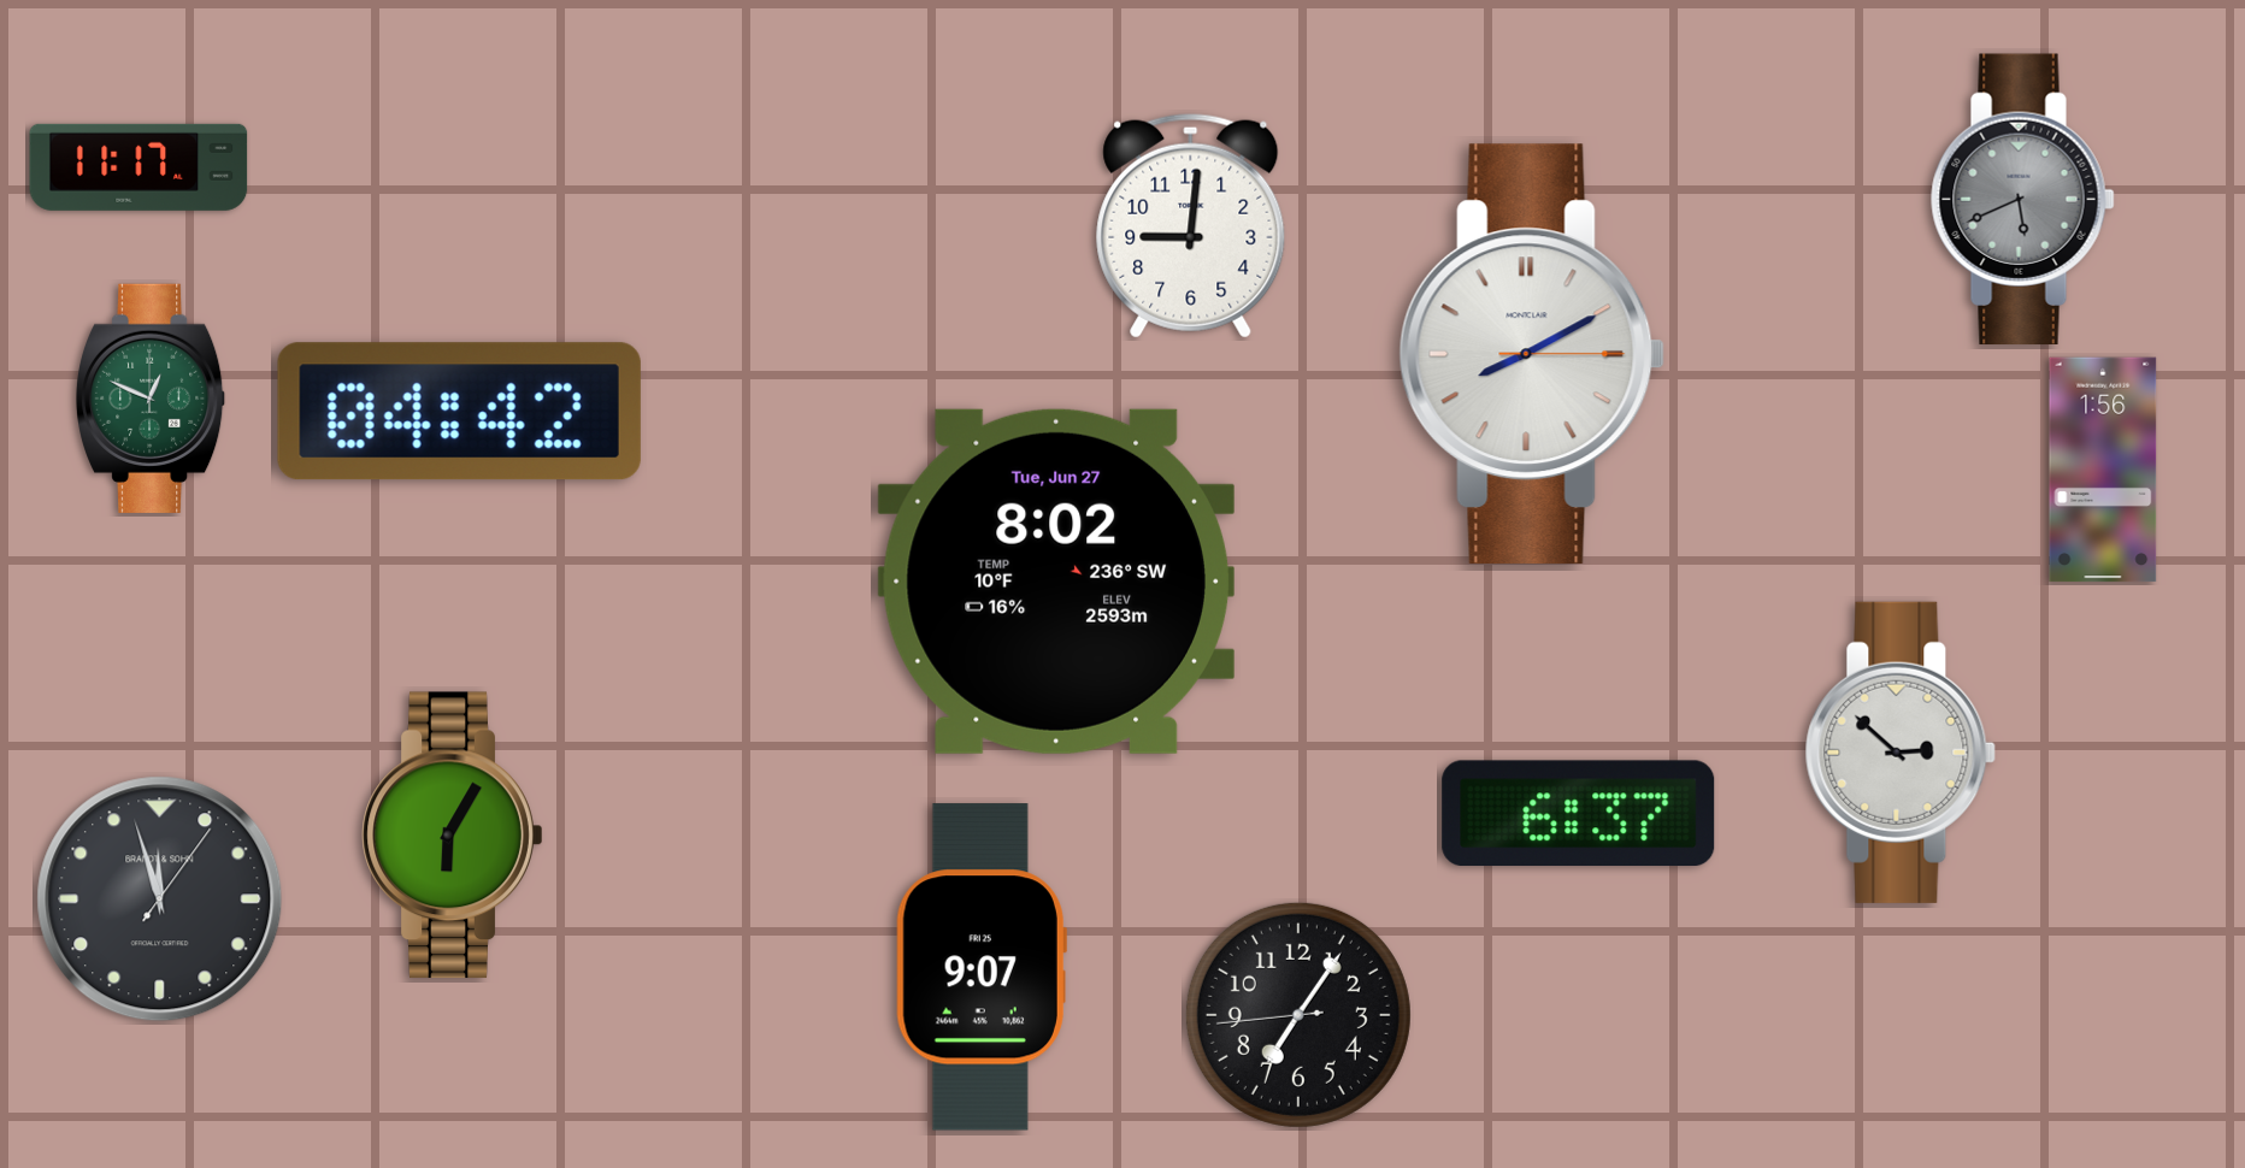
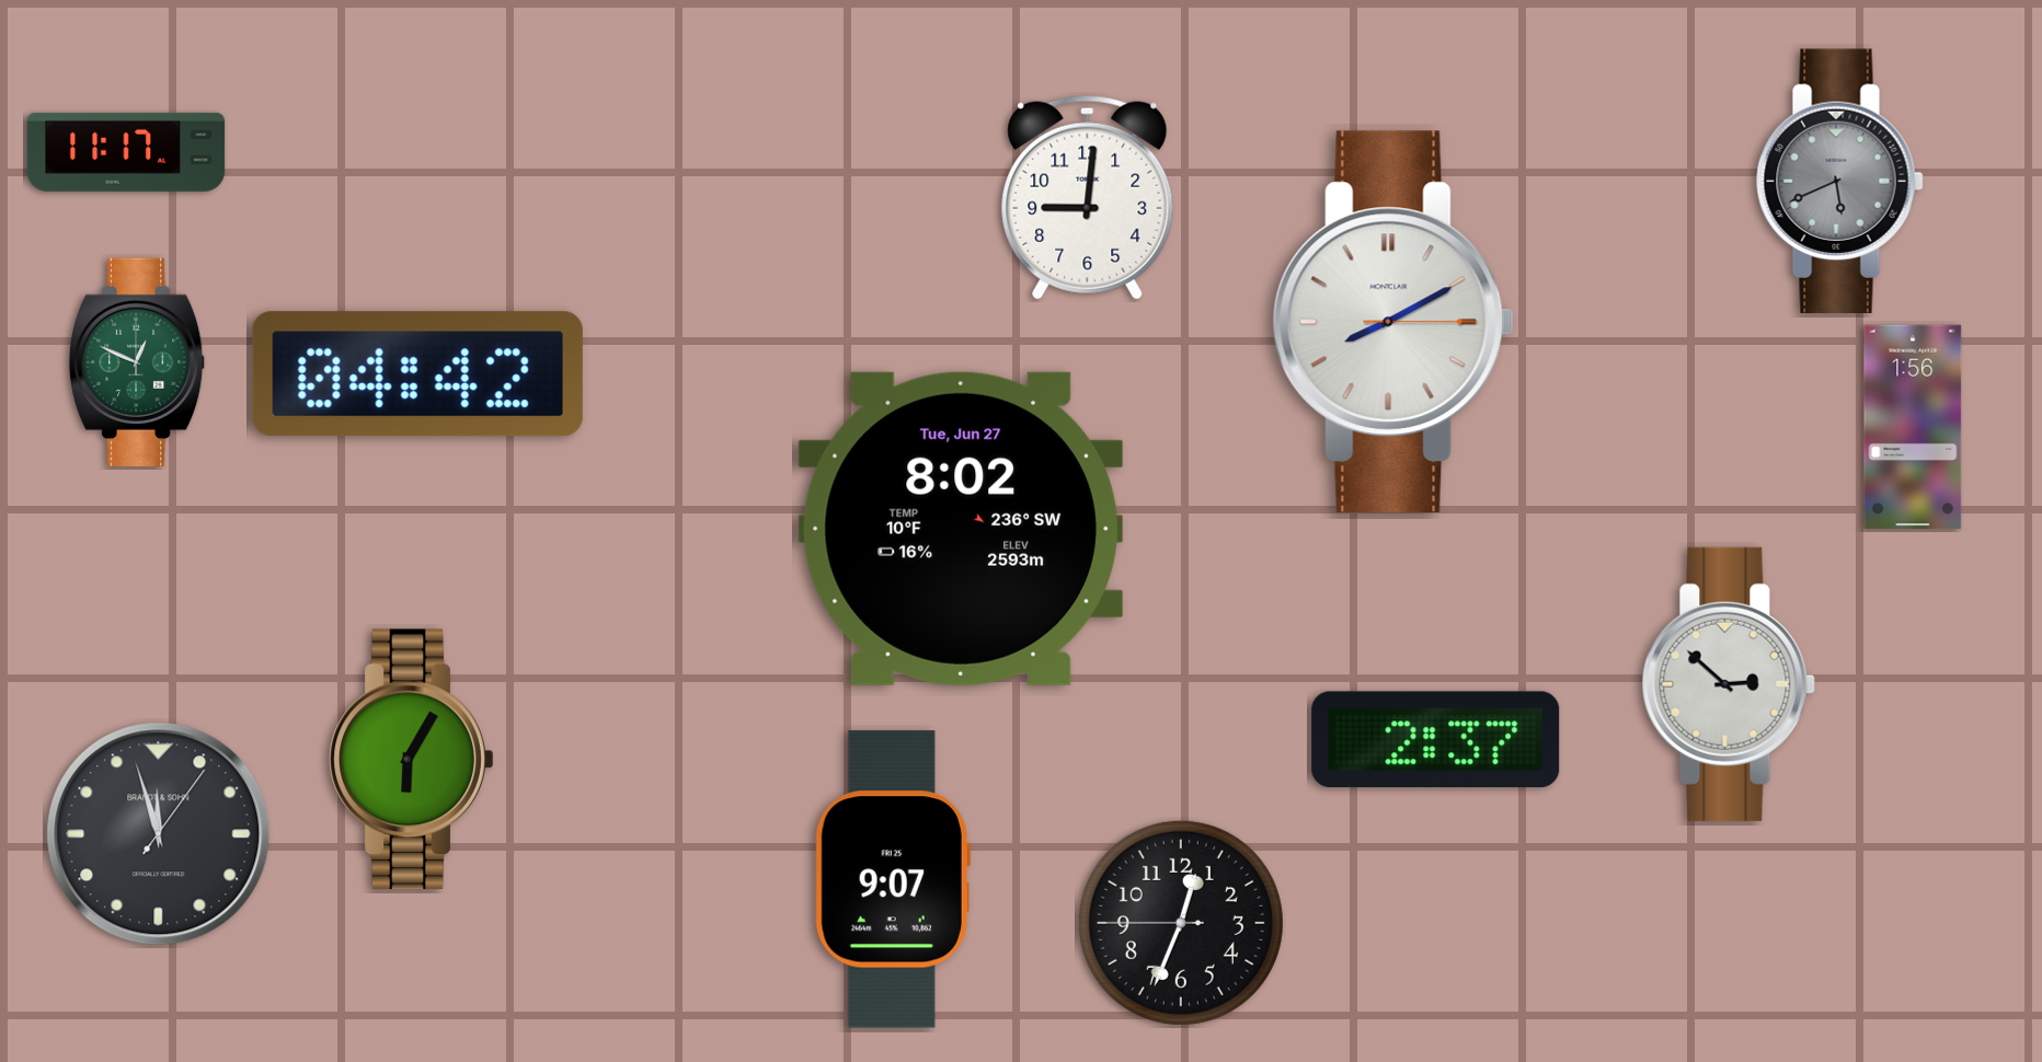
clock at (1191, 225) position: (1191, 225) -> (1088, 197)
clock at (1579, 813): 6:37 -> 2:37
clock at (160, 899) position: (160, 899) -> (159, 834)
clock at (1298, 1015): 7:05 -> 12:33
